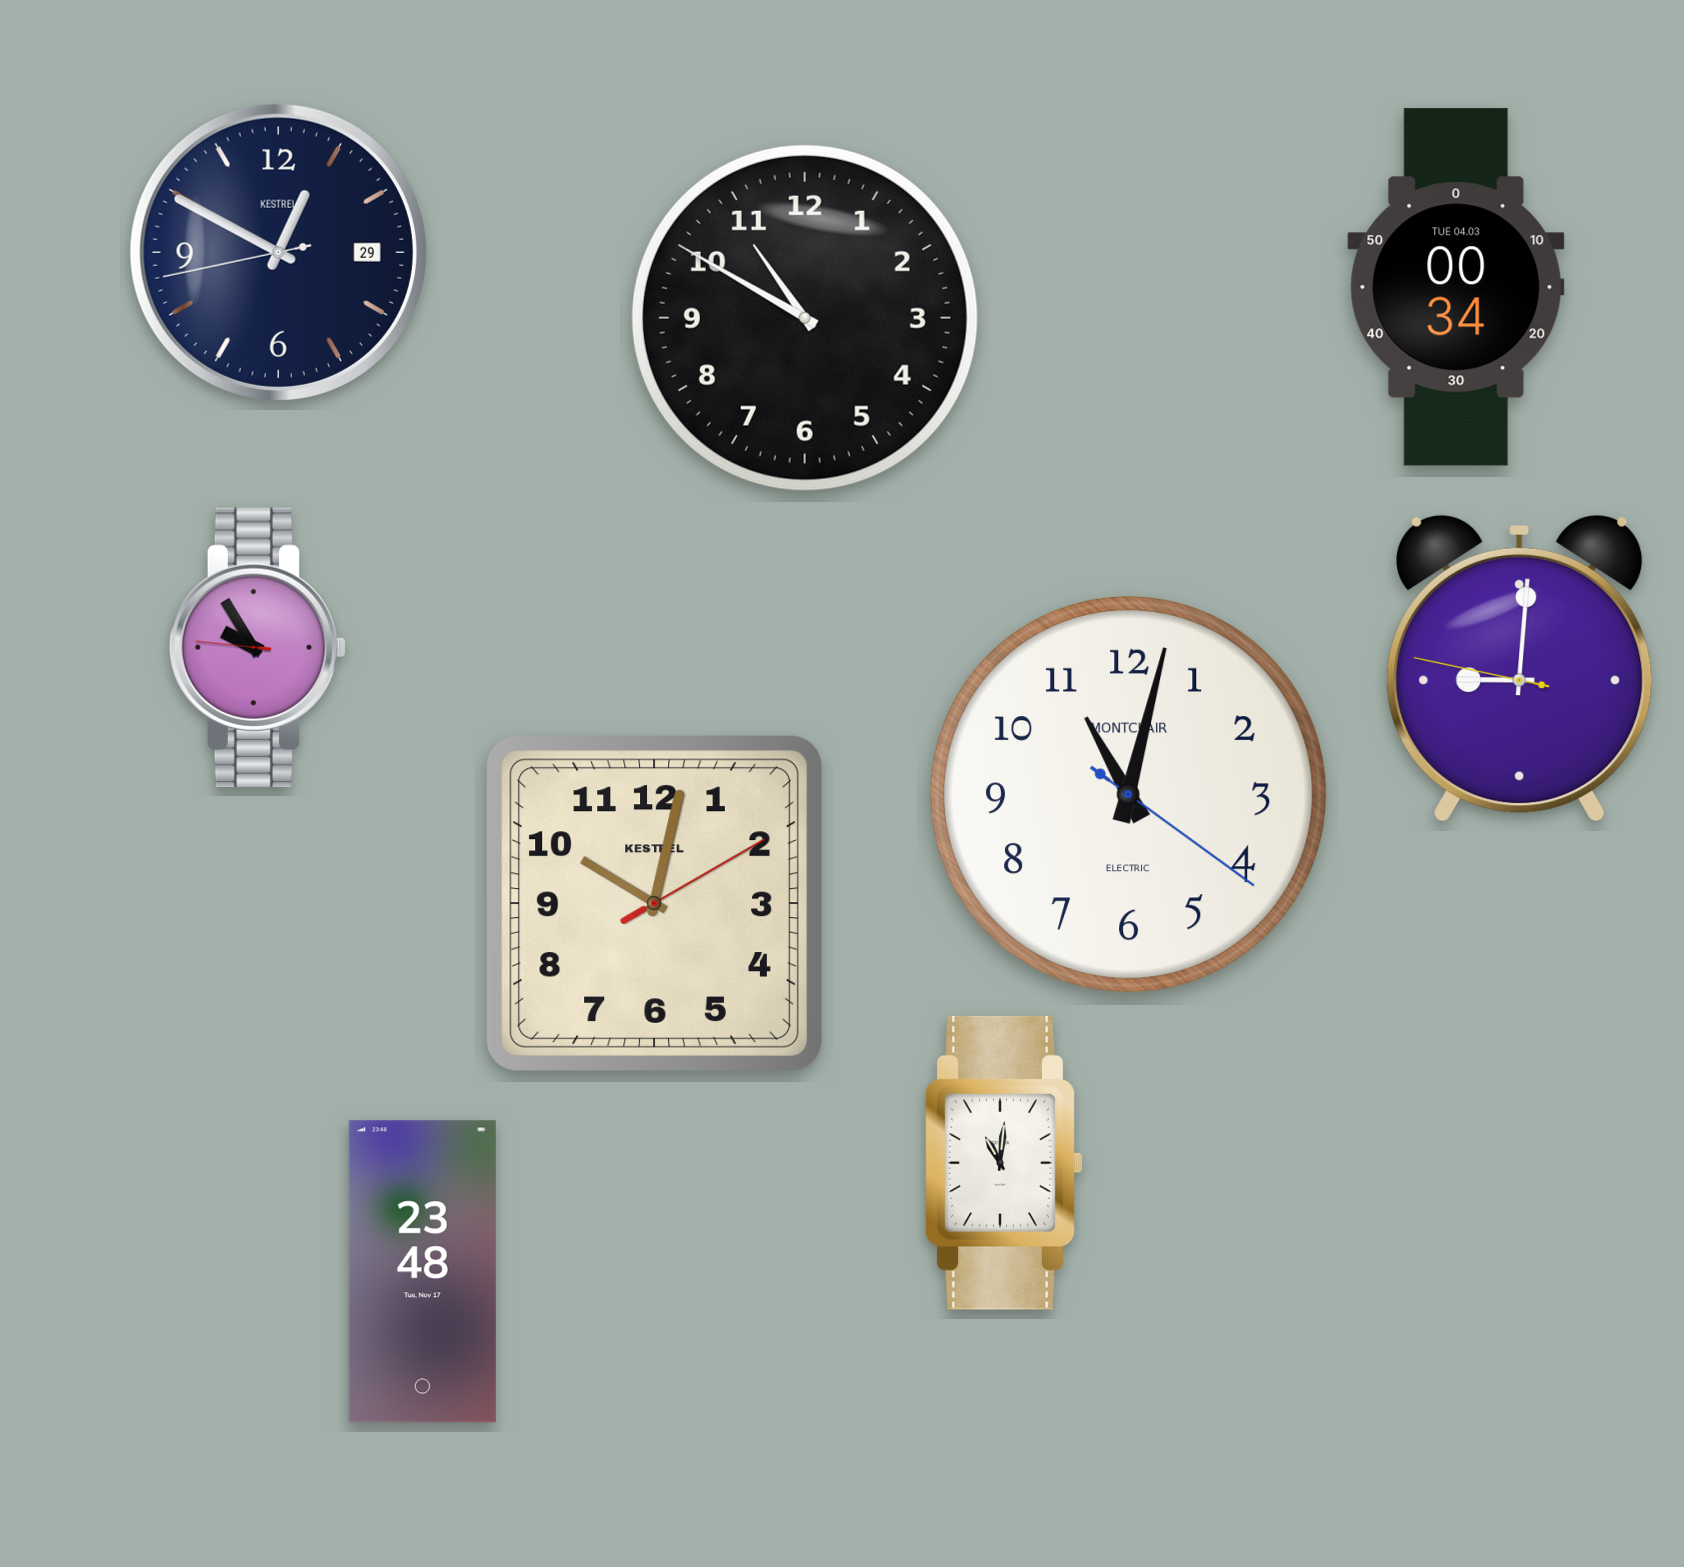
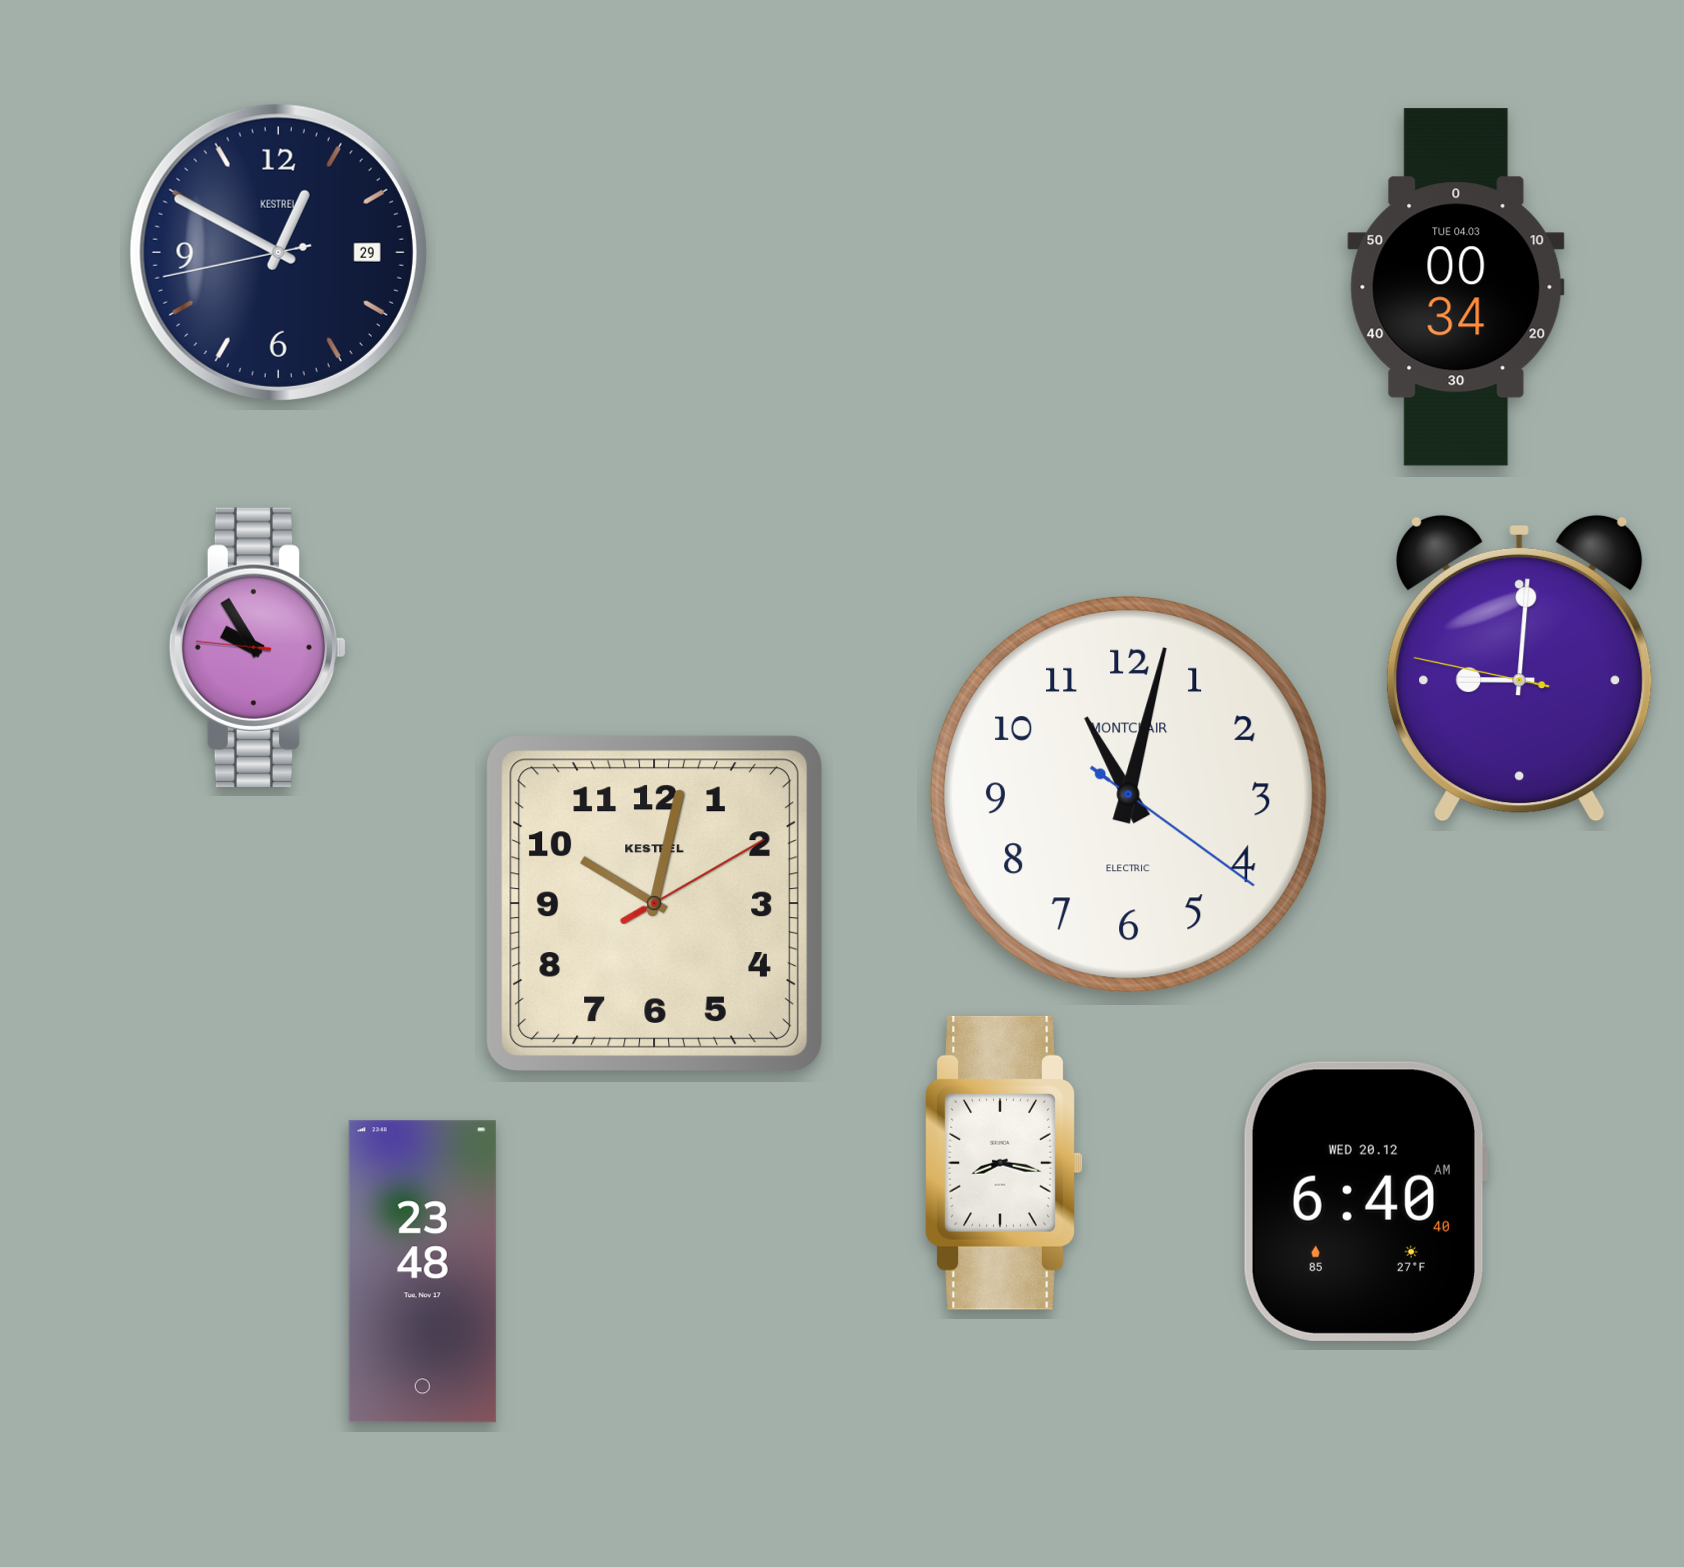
clock at (805, 318): 10:50 -> none
clock at (1004, 1163): 11:01 -> 8:17
clock at (1364, 1201): none -> 6:40
